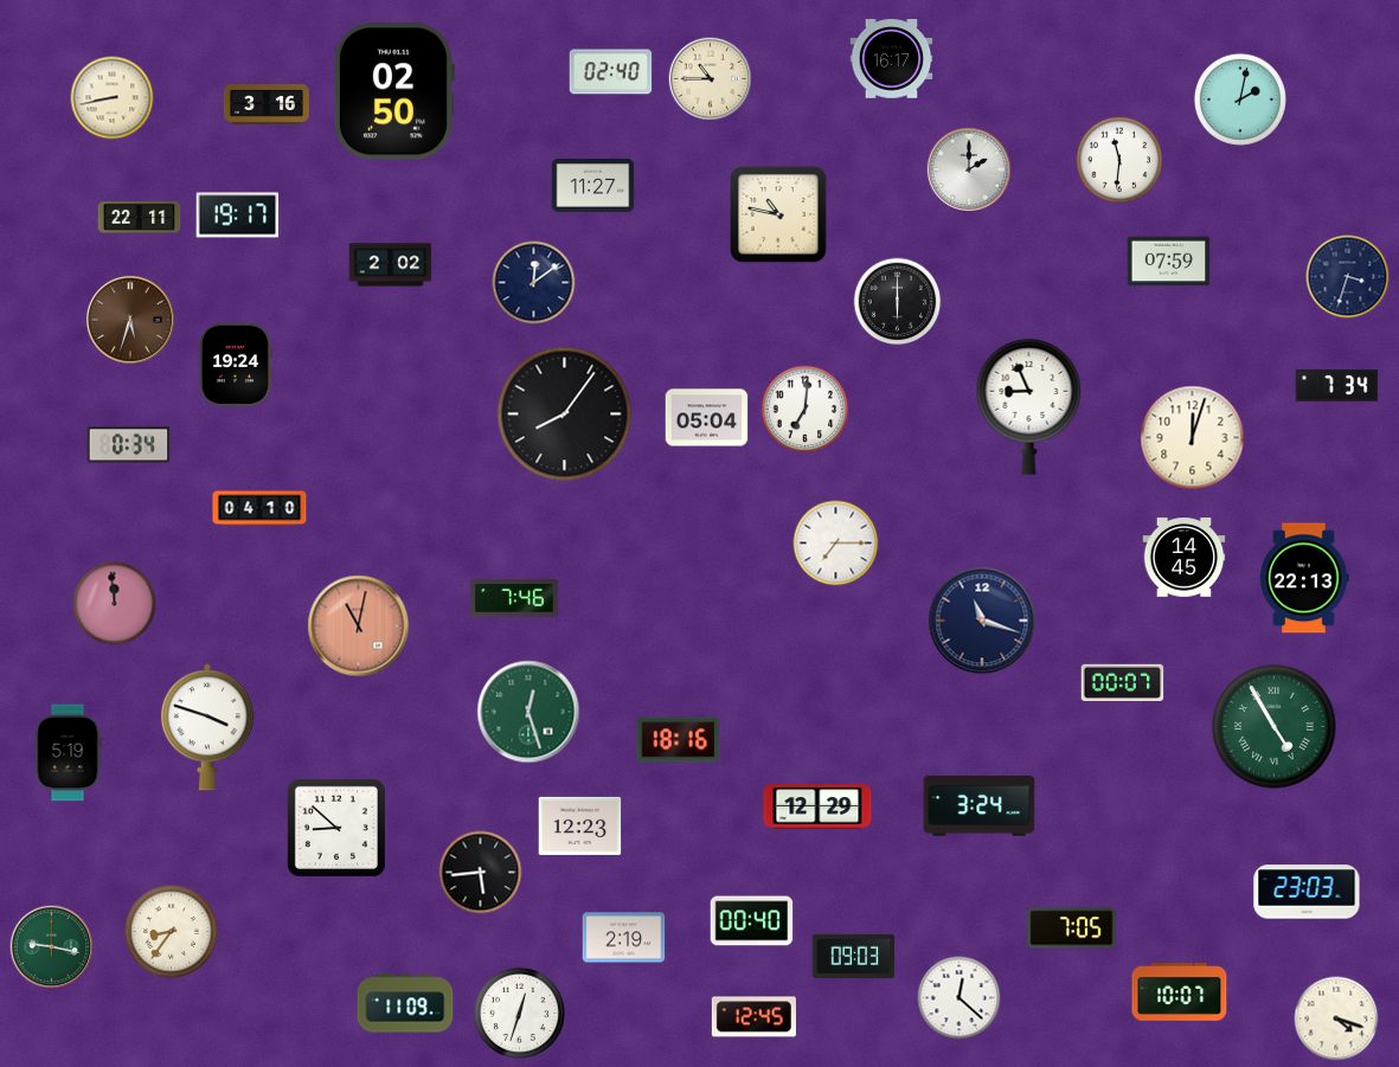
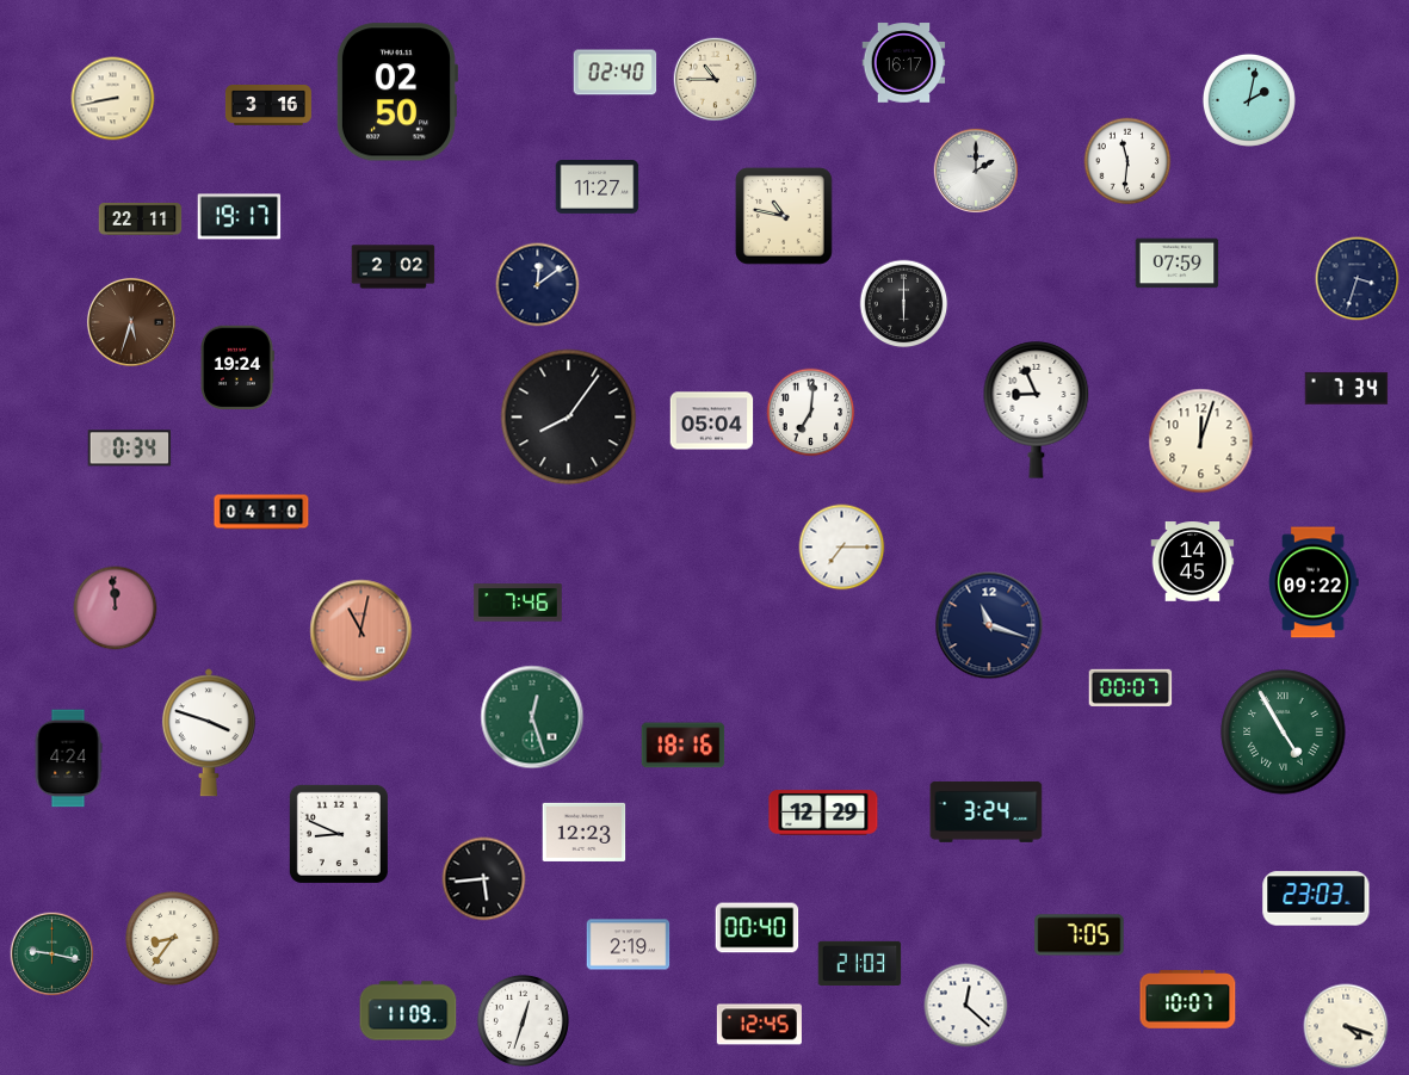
clock at (892, 59) position: (892, 59) -> (904, 63)
clock at (1304, 578): 22:13 -> 09:22
clock at (68, 753): 5:19 -> 4:24
clock at (336, 828): 8:52 -> 8:49
clock at (854, 957): 09:03 -> 21:03
